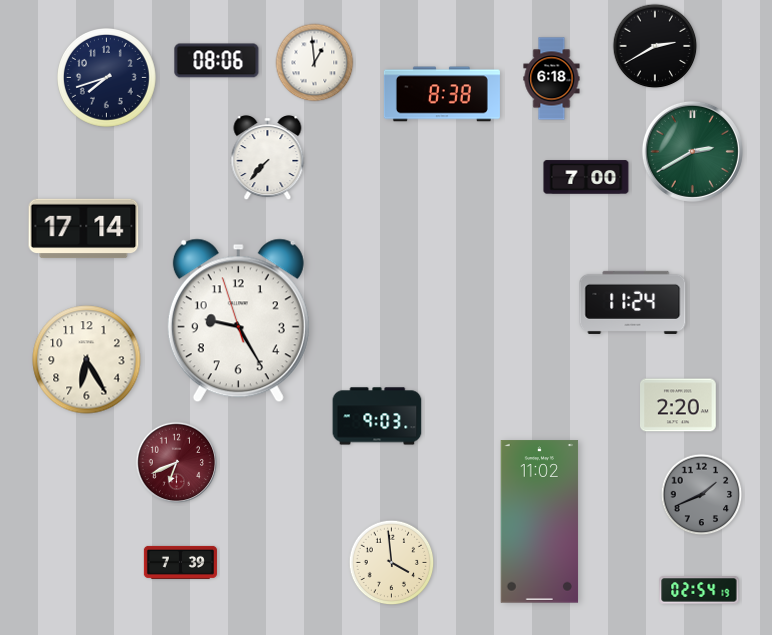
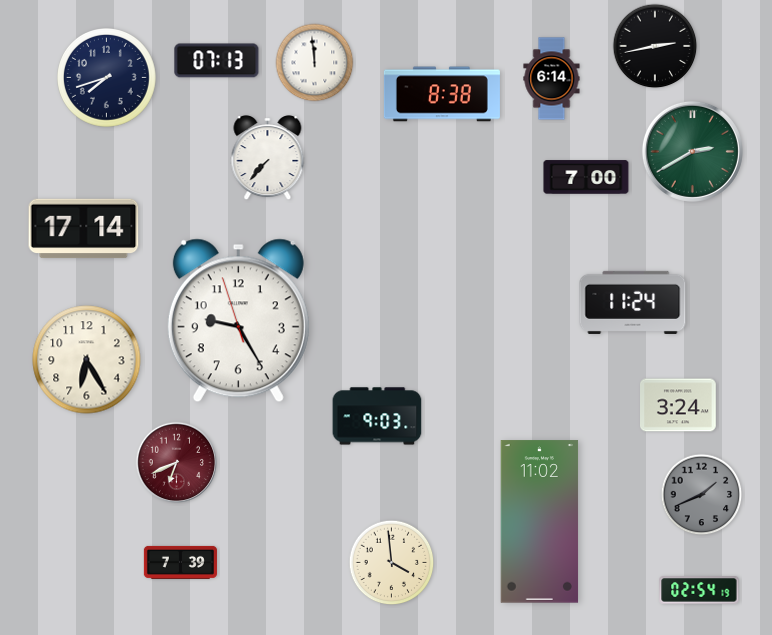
clock at (655, 46): 2:40 -> 2:43
clock at (217, 61): 08:06 -> 07:13
clock at (315, 63): 12:59 -> 11:59
clock at (552, 79): 6:18 -> 6:14
clock at (679, 405): 2:20 -> 3:24
